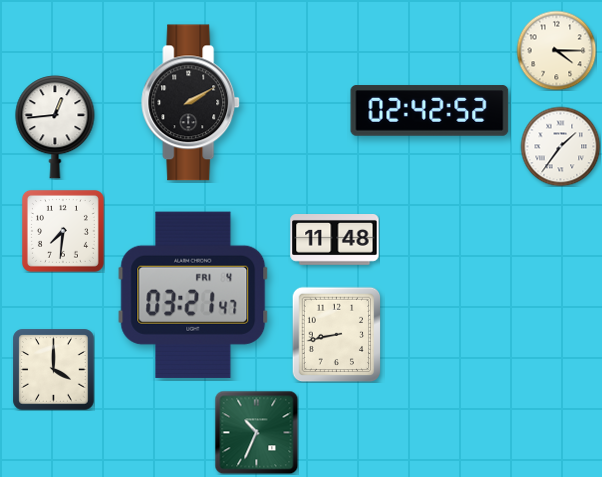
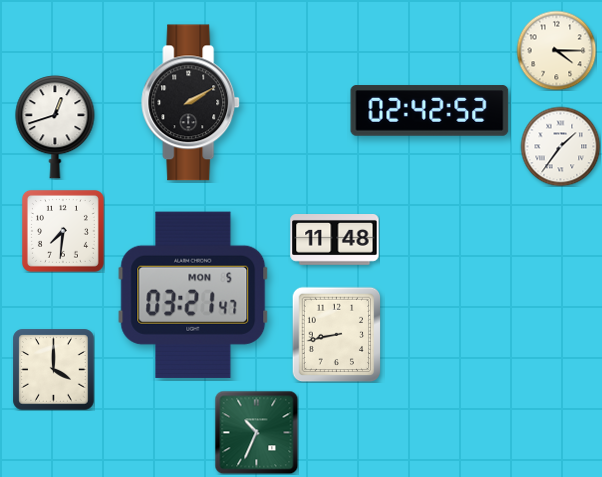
clock at (55, 127): 12:44 -> 12:42
clock at (193, 295) date: FRI 4 -> MON 5
